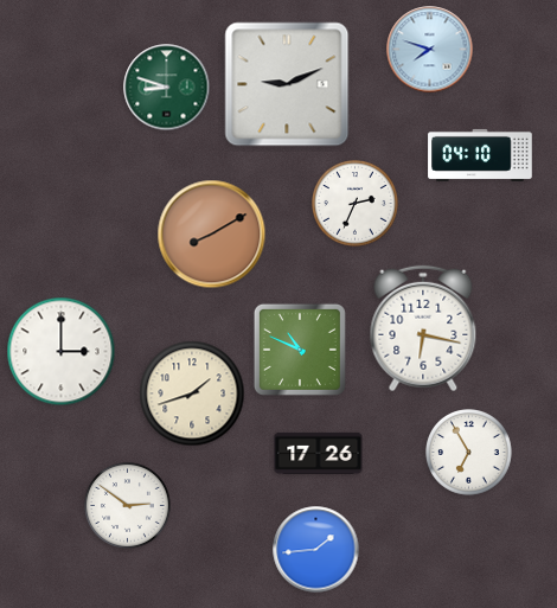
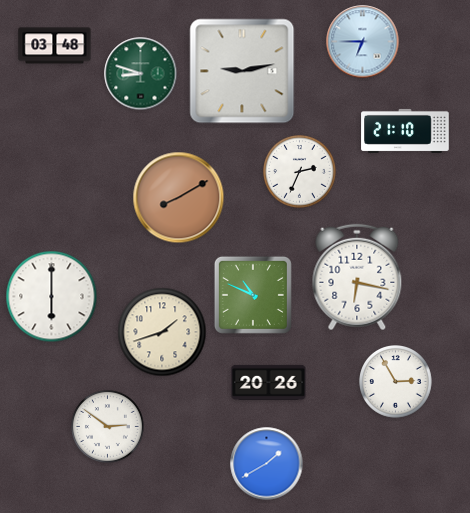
clock at (430, 50): 7:48 -> 6:45
clock at (55, 46): none -> 03:48
clock at (287, 84): 9:11 -> 9:13
clock at (480, 155): 04:10 -> 21:10
clock at (62, 352): 3:00 -> 6:00
clock at (319, 453): 17:26 -> 20:26
clock at (469, 453): 6:55 -> 2:55
clock at (316, 550): 1:44 -> 1:40
